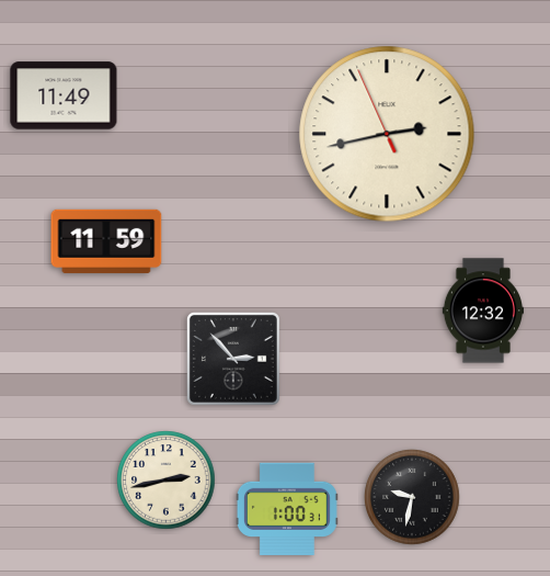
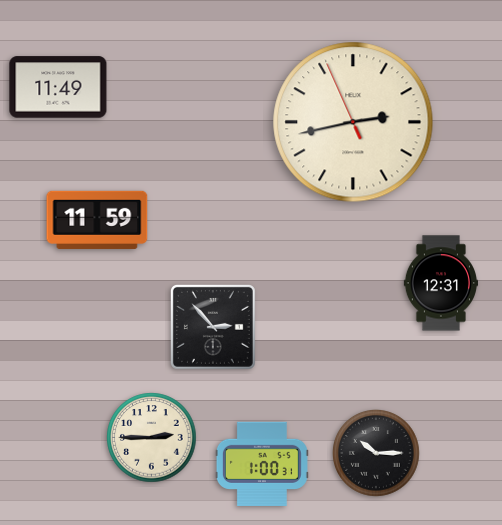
clock at (482, 310): 12:32 -> 12:31
clock at (167, 481): 2:43 -> 2:45
clock at (412, 497): 9:32 -> 10:15
